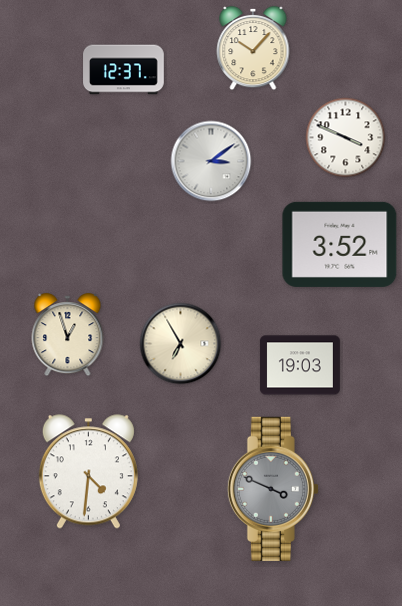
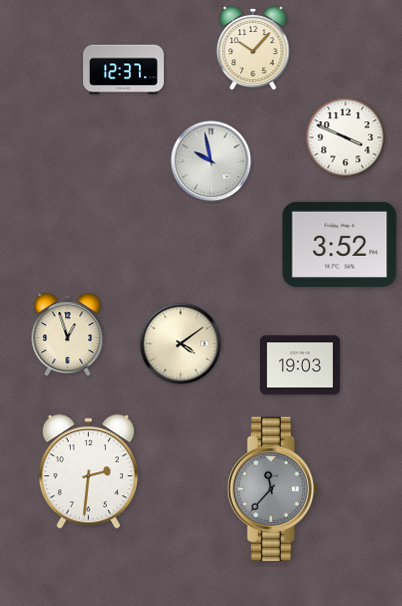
clock at (211, 161): 3:09 -> 9:58
clock at (181, 344): 6:55 -> 4:09
clock at (88, 472): 4:31 -> 2:31
clock at (273, 489): 3:49 -> 11:37
